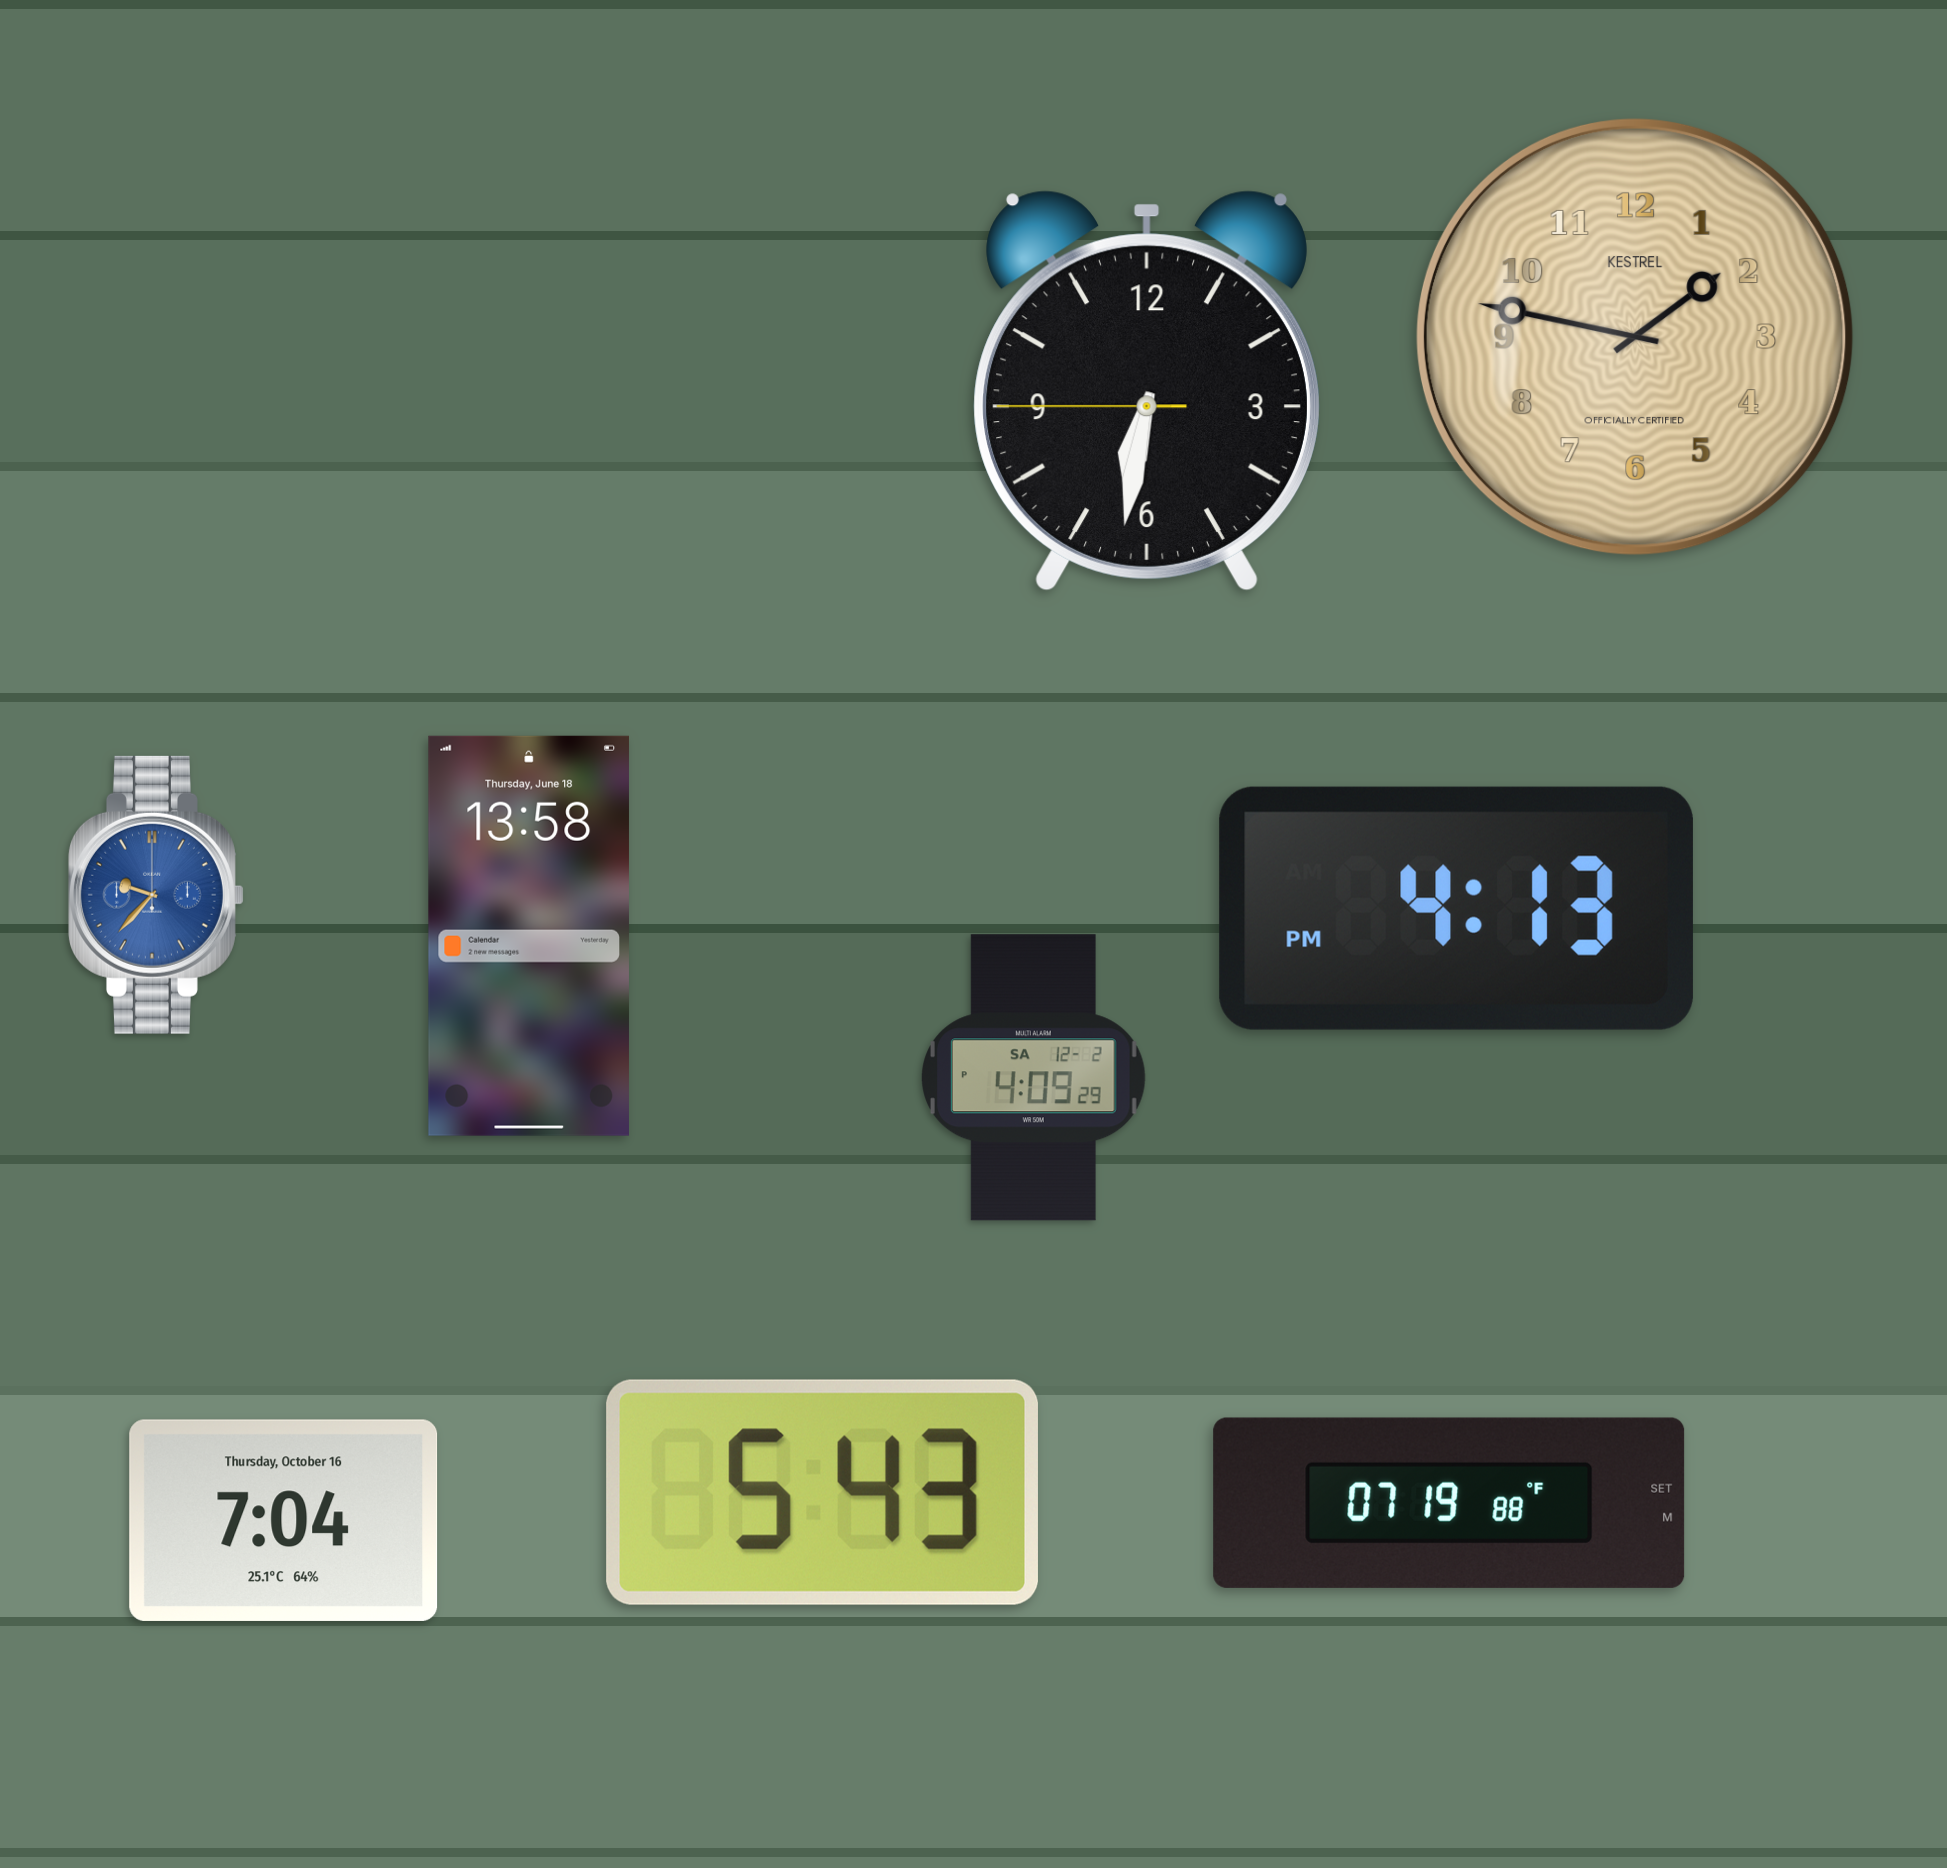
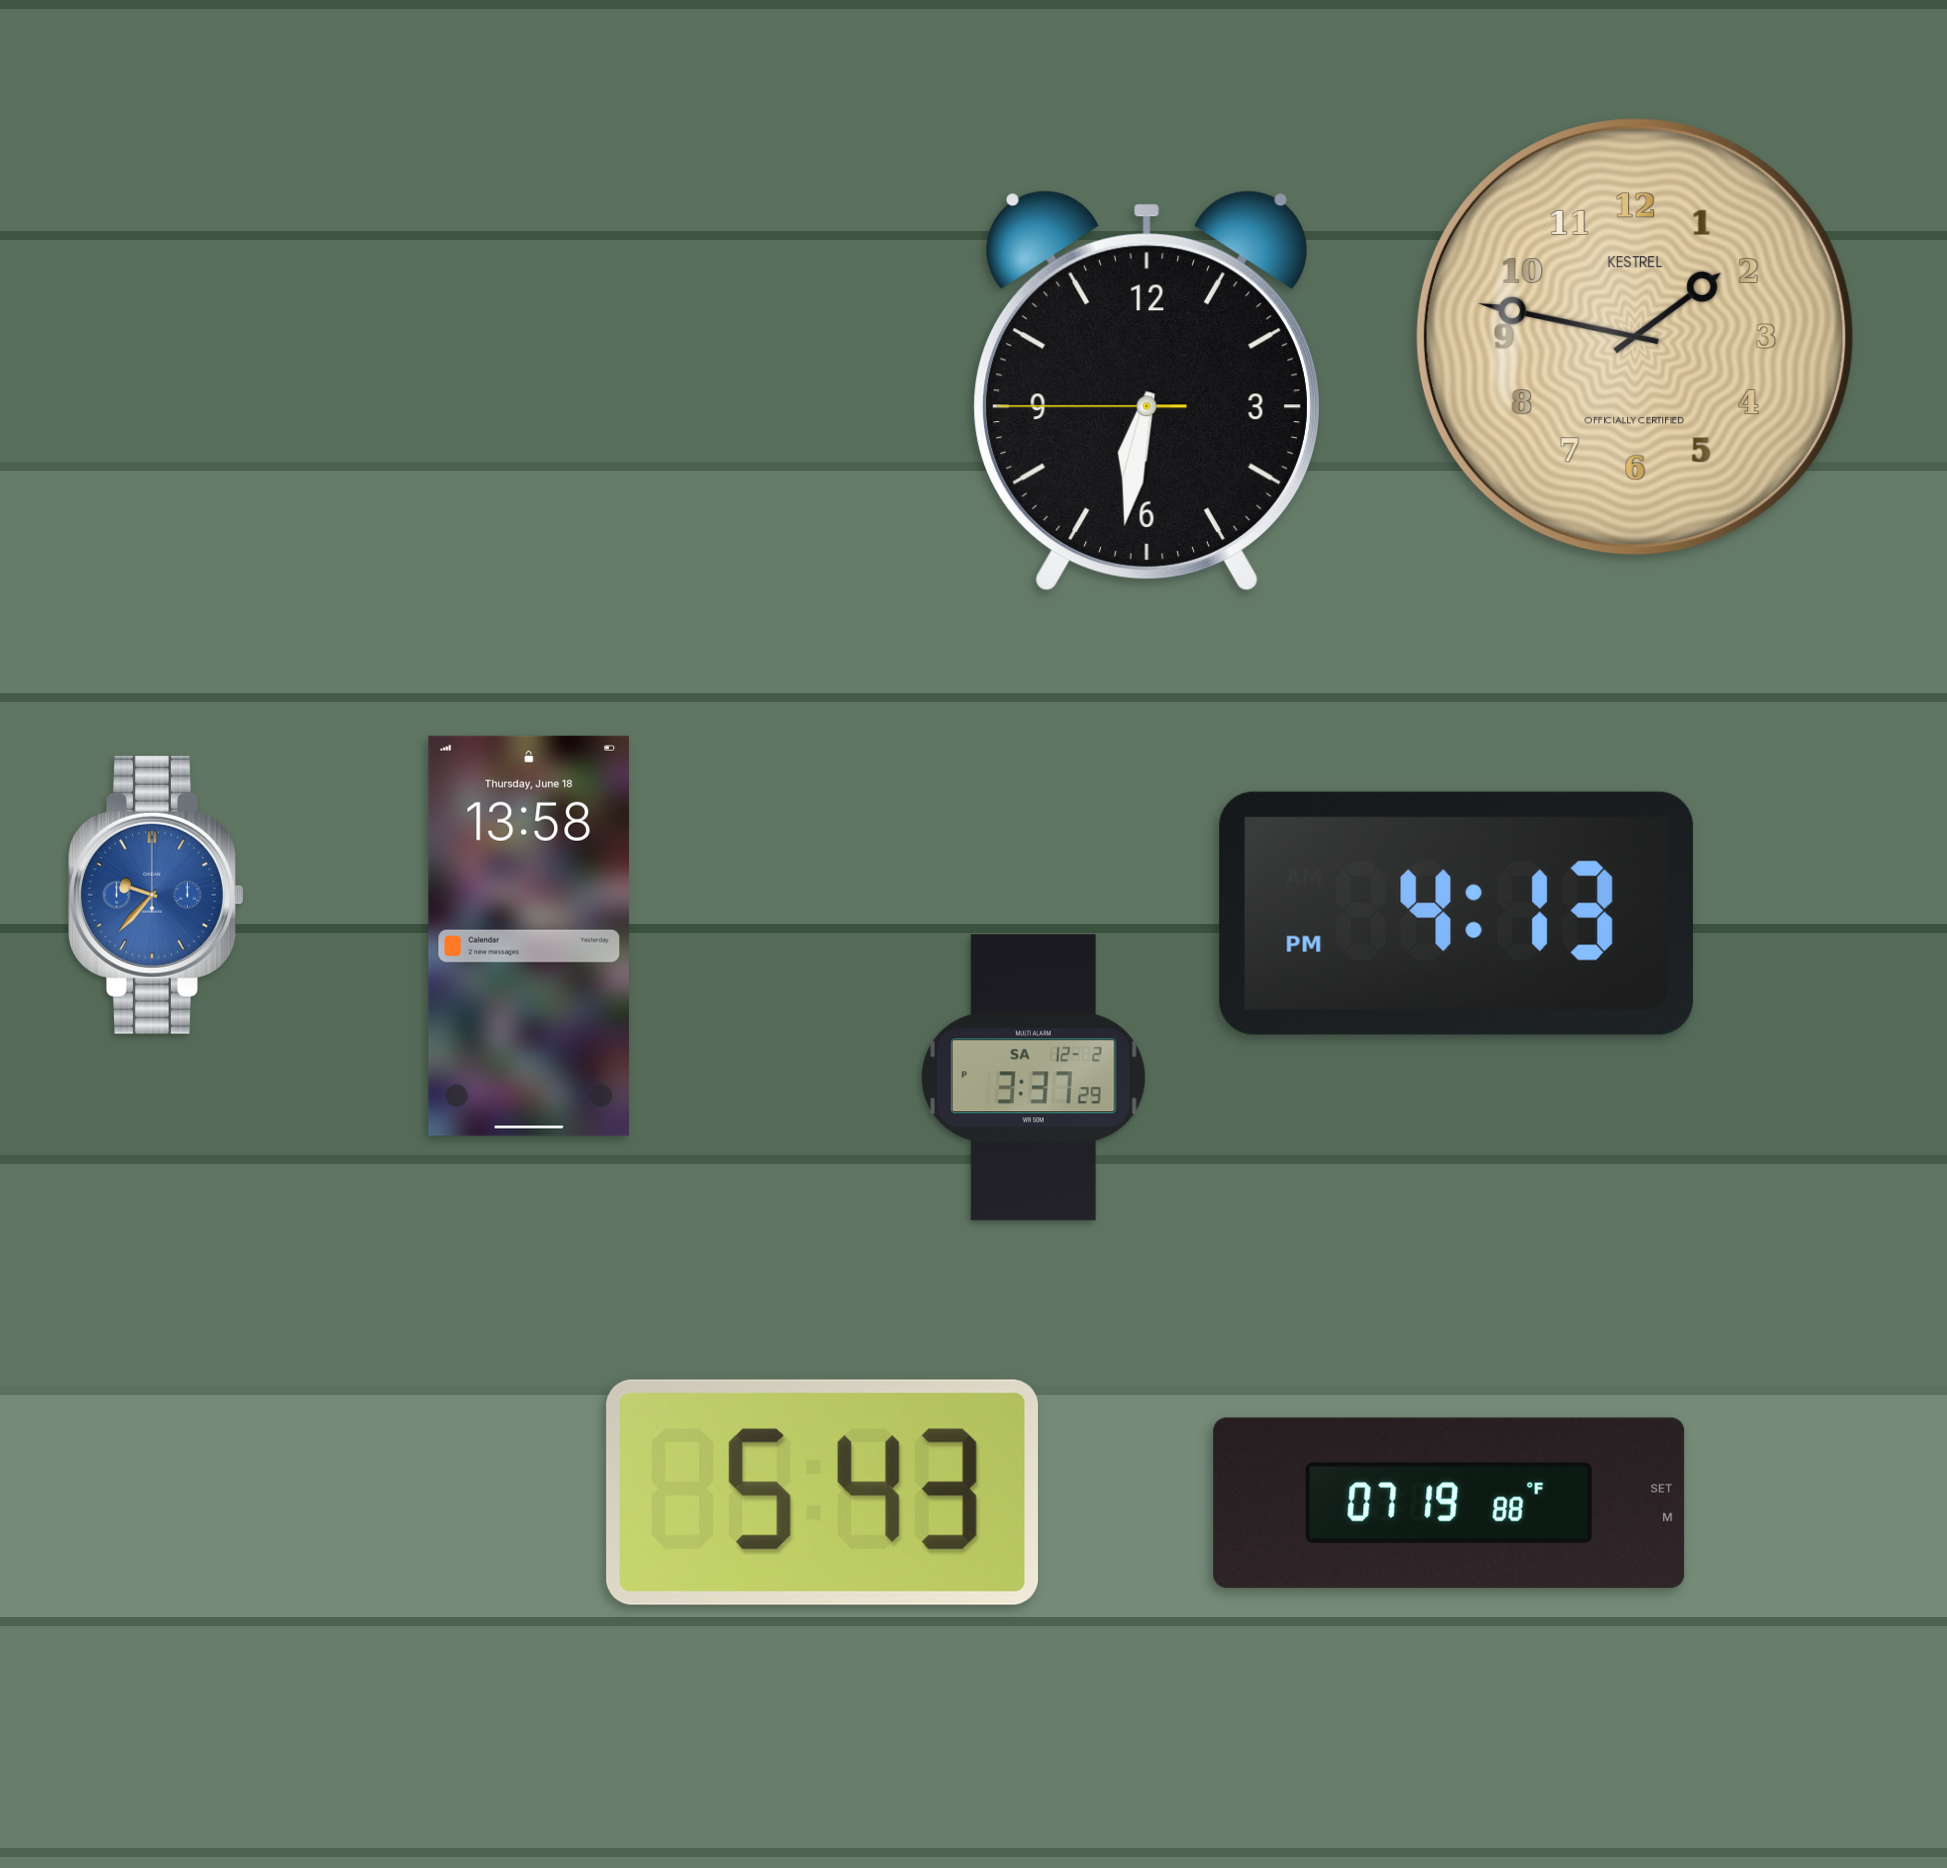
clock at (1456, 908) position: (1456, 908) -> (1456, 913)
clock at (1034, 1078): 4:09 -> 3:37
clock at (284, 1520): 7:04 -> none
